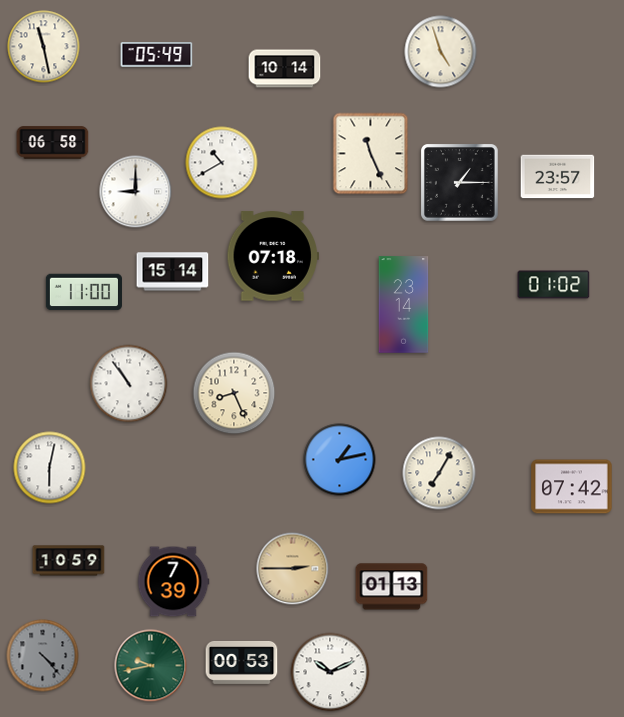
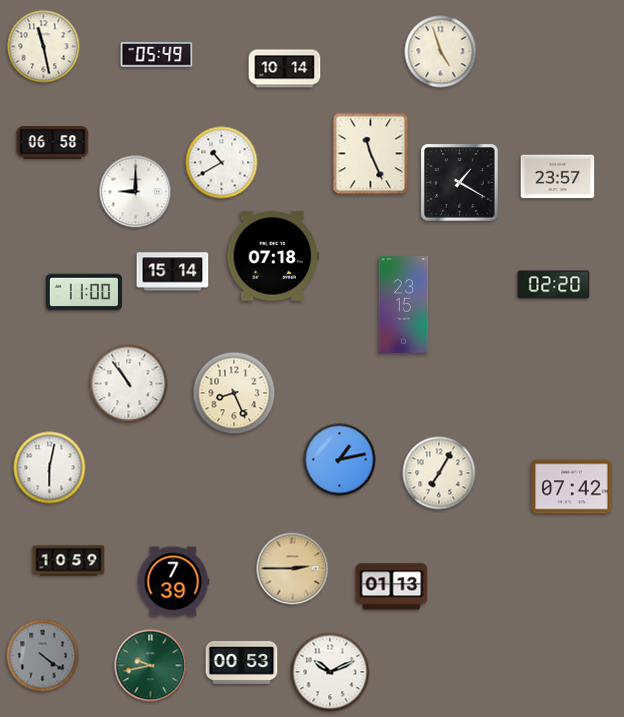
clock at (460, 183): 1:15 -> 1:20
clock at (554, 285): 01:02 -> 02:20
clock at (404, 305): 23:14 -> 23:15
clock at (43, 656): 4:23 -> 4:21
